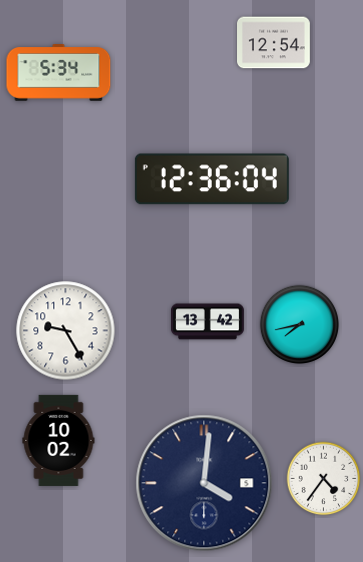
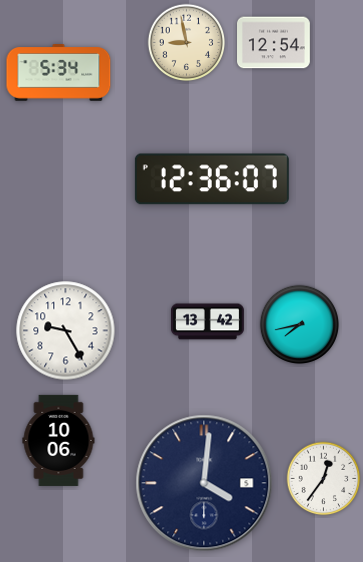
clock at (187, 43): none -> 8:58
clock at (212, 179): 12:36:04 -> 12:36:07
clock at (59, 440): 10:02 -> 10:06
clock at (324, 479): 4:36 -> 12:36
